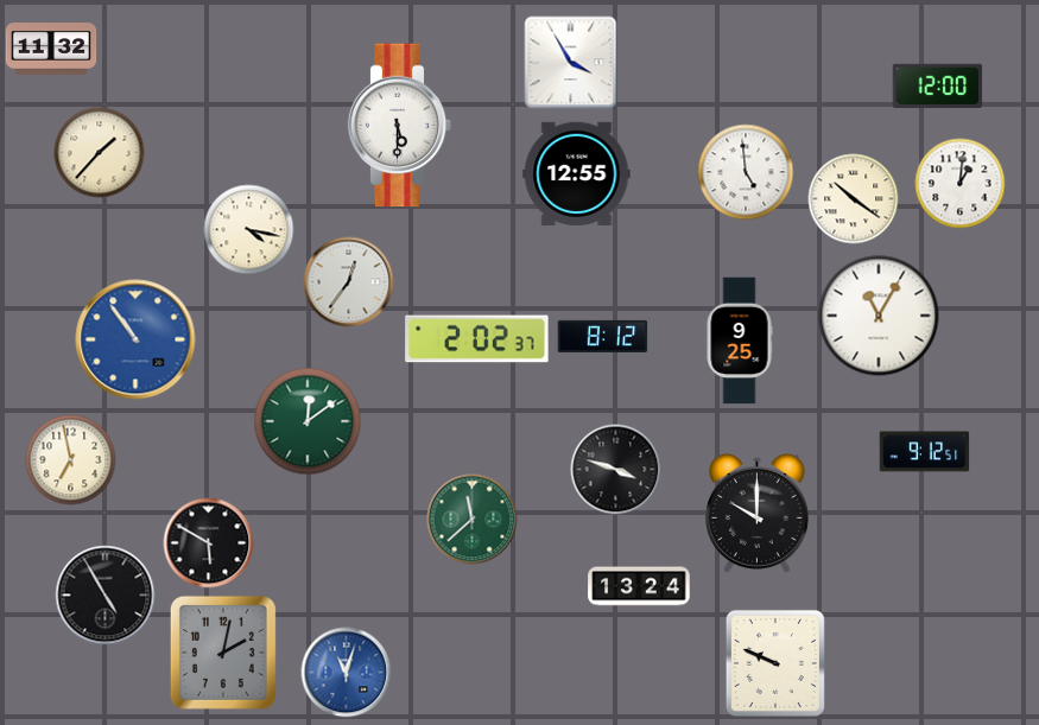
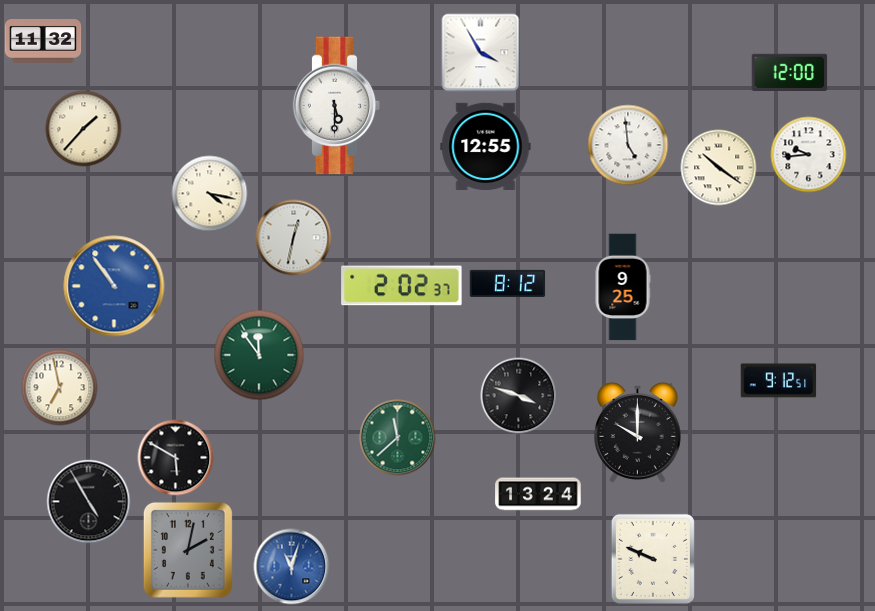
clock at (961, 184): 1:01 -> 9:44
clock at (349, 282): 12:36 -> 12:32
clock at (879, 316): 11:05 -> none
clock at (308, 421): 12:09 -> 11:54
